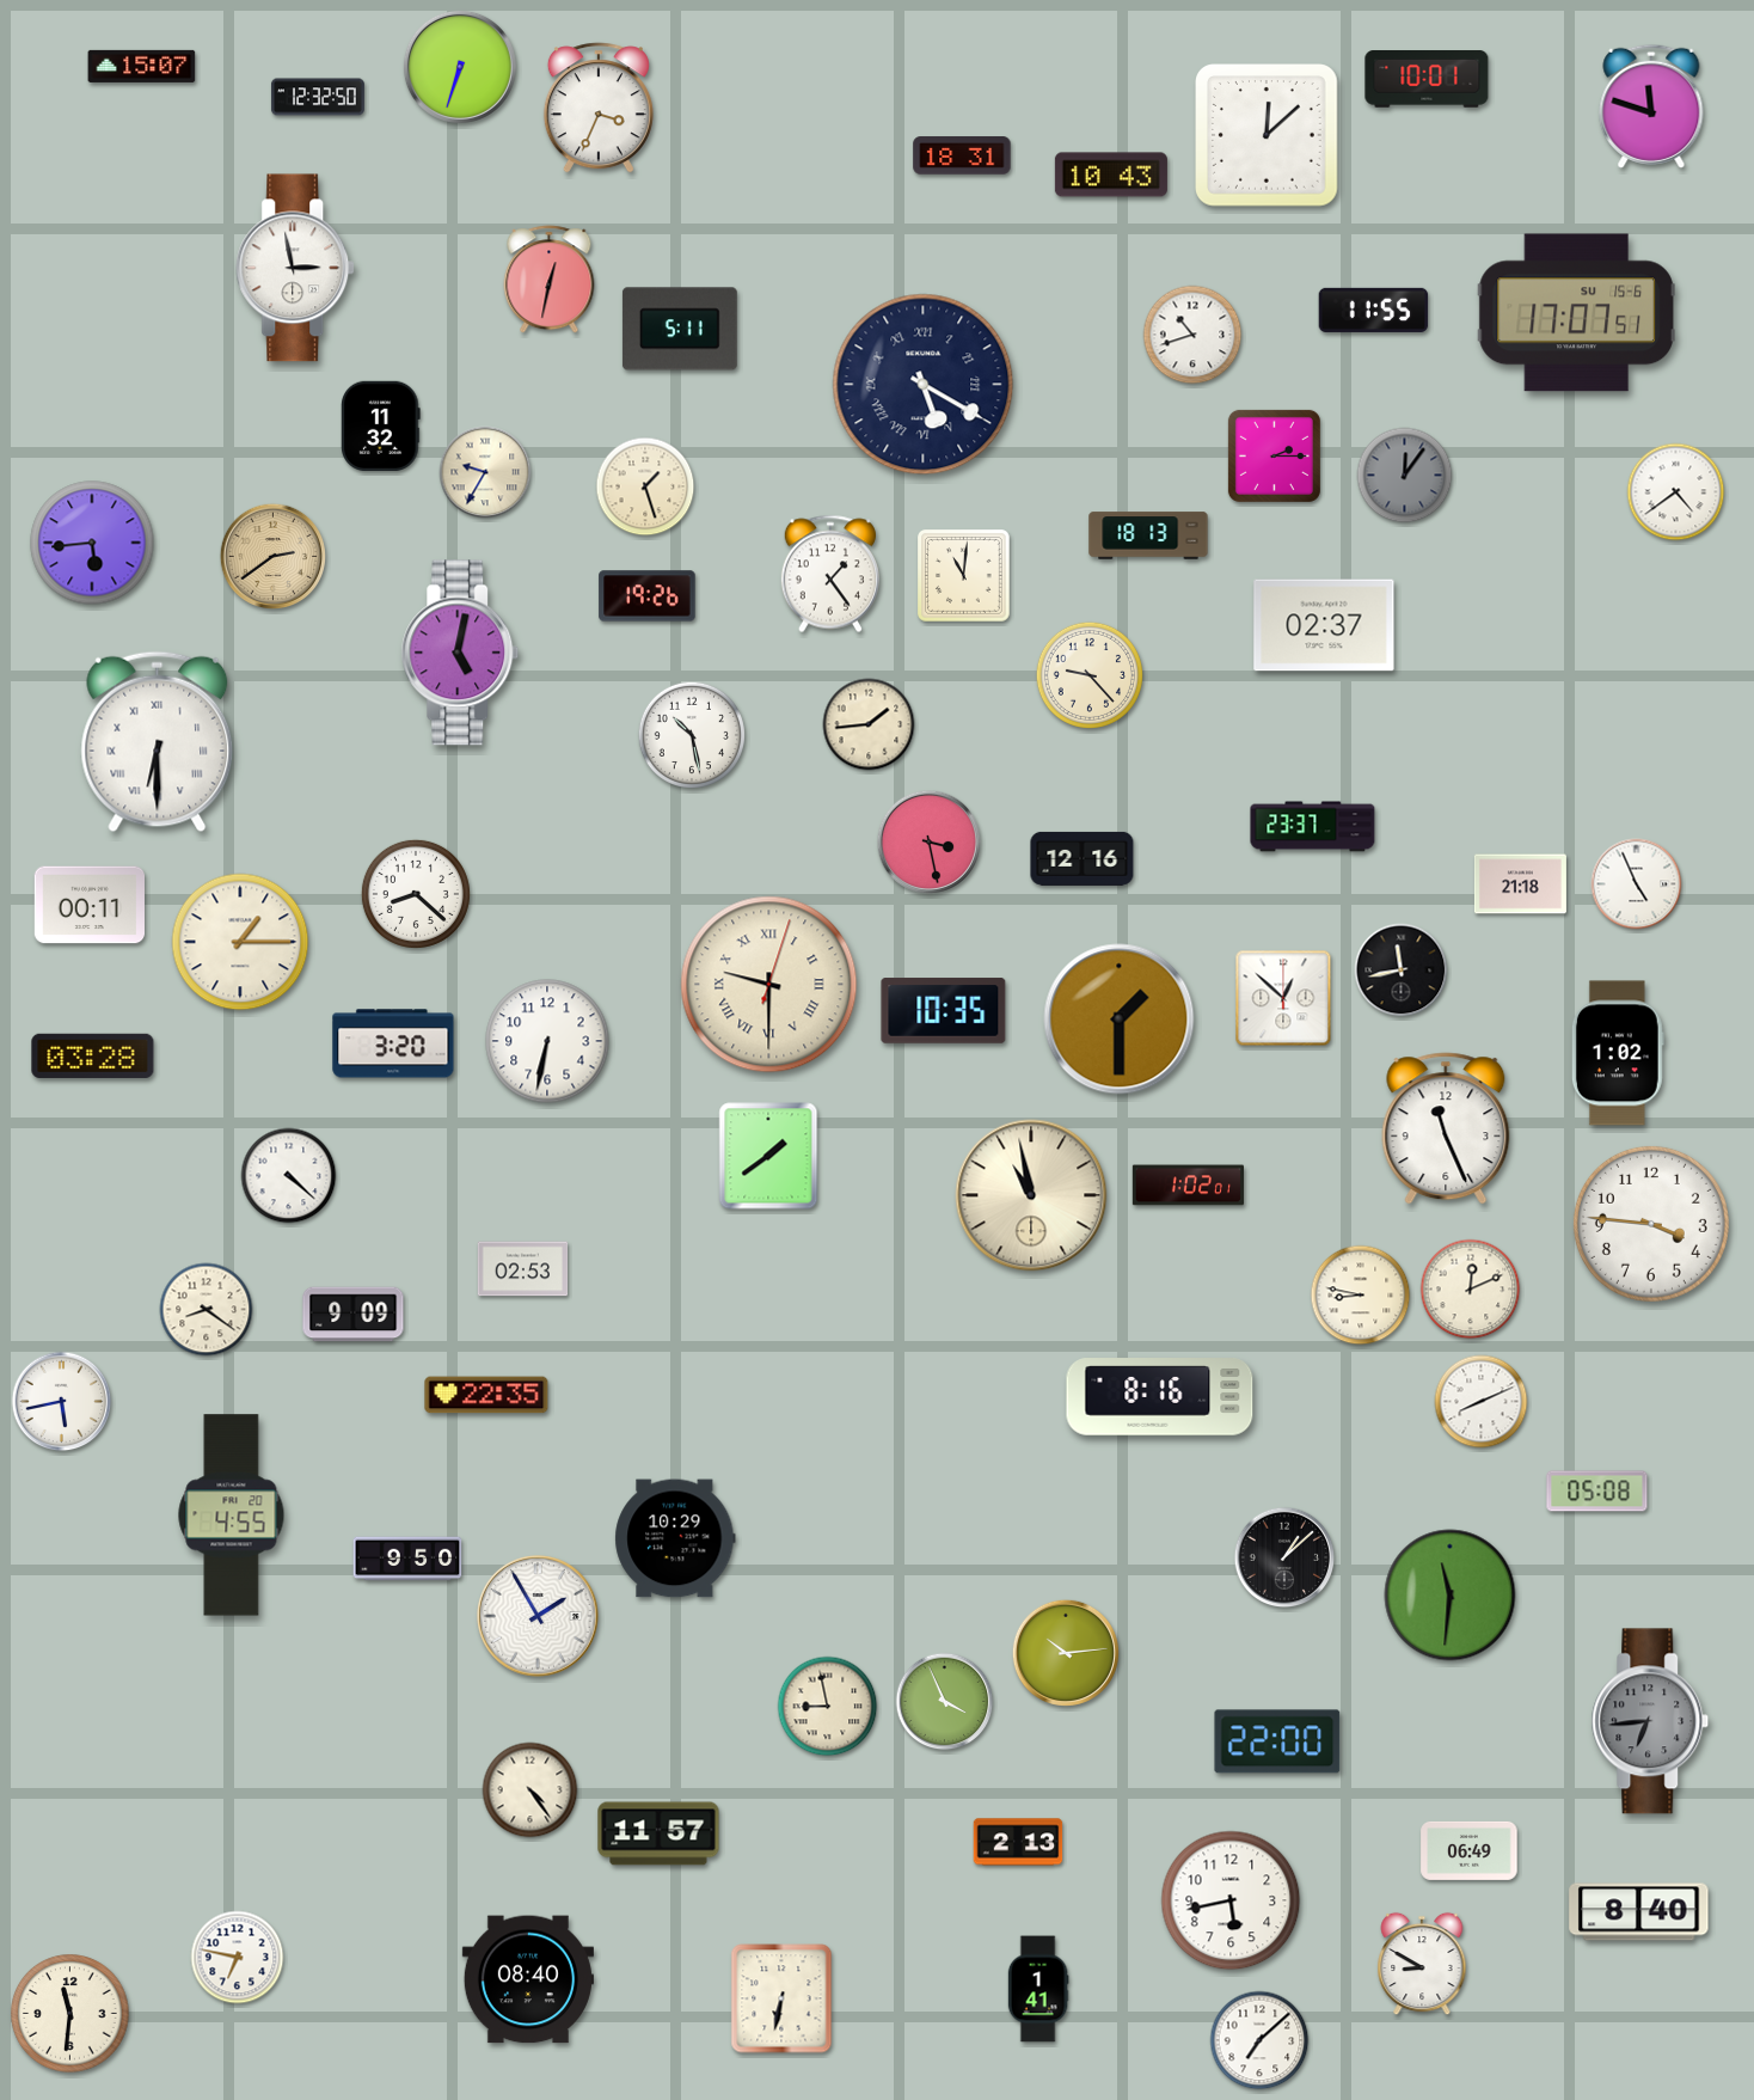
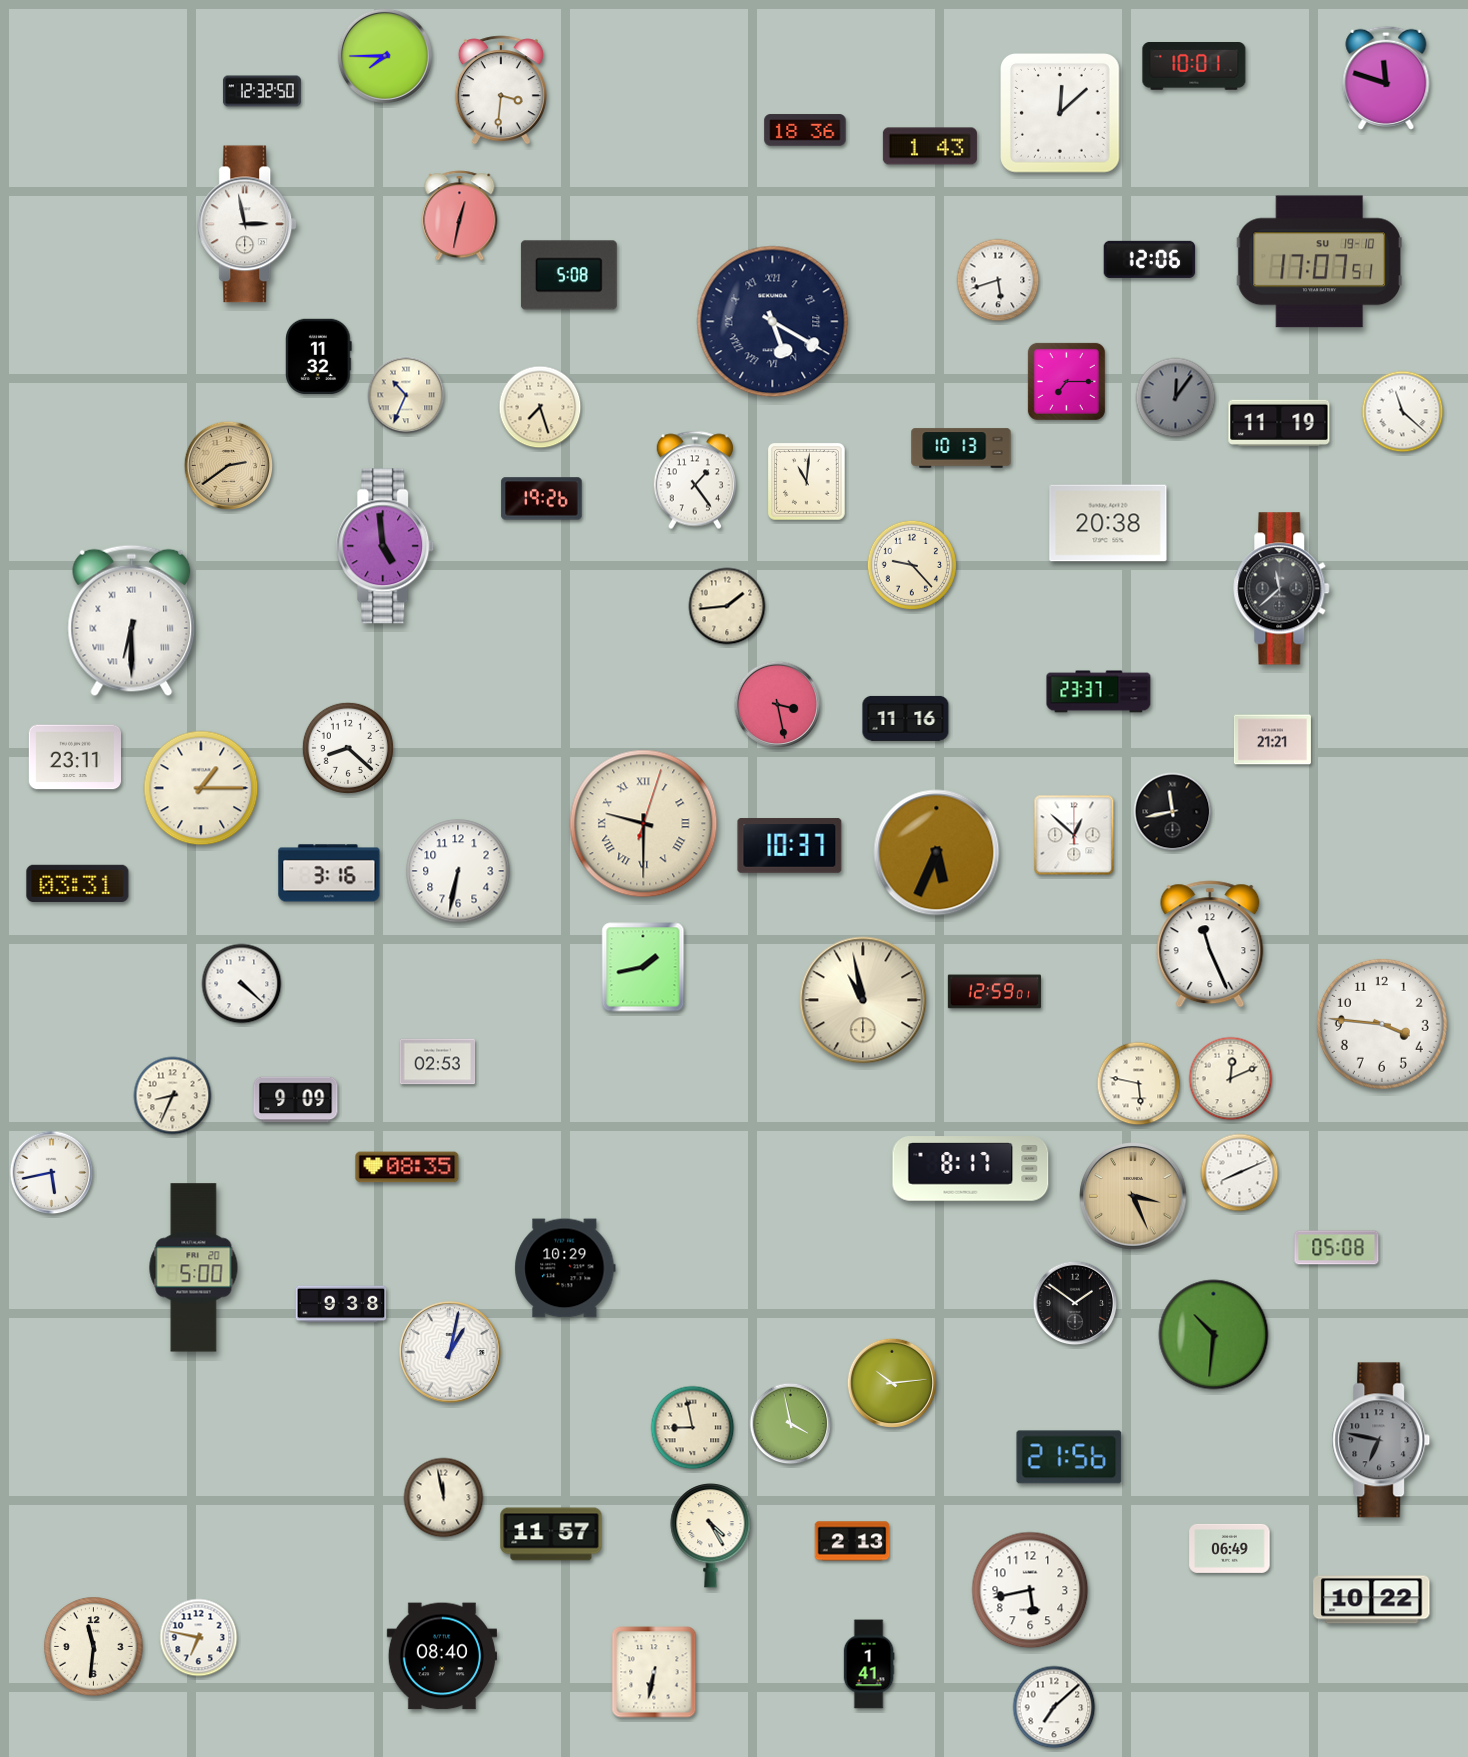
clock at (142, 66): 15:07 -> none
clock at (460, 67): 6:33 -> 7:45
clock at (318, 97) position: (318, 97) -> (262, 91)
clock at (1651, 106) position: (1651, 106) -> (1386, 78)
clock at (599, 108): 3:34 -> 3:31
clock at (962, 155): 18:31 -> 18:36
clock at (1111, 175): 10:43 -> 1:43
clock at (550, 280) position: (550, 280) -> (460, 216)
clock at (1374, 310): 11:55 -> 12:06
clock at (1576, 313) date: SU 15-6 -> SU 19-10
clock at (680, 329): 5:11 -> 5:08
clock at (1192, 335): 10:42 -> 5:42
clock at (1274, 455): 2:15 -> 7:15
clock at (485, 472): 9:35 -> 10:34
clock at (645, 486): 1:27 -> 7:27
clock at (1676, 492): 4:39 -> 11:22
clock at (1279, 422): none -> 11:19
clock at (1148, 535): 18:13 -> 10:13
clock at (92, 543): 5:44 -> none
clock at (1324, 625): 02:37 -> 20:38
clock at (460, 653): 5:02 -> 4:59
clock at (1282, 589): none -> 11:38
clock at (691, 734): 10:28 -> none
clock at (1083, 858): 12:16 -> 11:16
clock at (1520, 884): 21:18 -> 21:21
clock at (1637, 884): 4:56 -> none
clock at (90, 905): 00:11 -> 23:11
clock at (944, 1011): 10:35 -> 10:37
clock at (1120, 1020): 1:30 -> 5:34
clock at (393, 1043): 3:20 -> 3:16
clock at (1618, 1053): 1:02 -> none
clock at (93, 1055): 03:28 -> 03:31
clock at (768, 1156): 1:39 -> 1:43
clock at (1188, 1186): 1:02 -> 12:59
clock at (1361, 1296): 8:47 -> 5:47
clock at (207, 1310): 8:21 -> 8:34
clock at (486, 1395): 22:35 -> 08:35
clock at (1160, 1397): 8:16 -> 8:17
clock at (1133, 1196): none -> 3:26
clock at (232, 1516): 4:55 -> 5:00
clock at (675, 1538) position: (675, 1538) -> (565, 1268)
clock at (1284, 1557): 1:08 -> 1:51
clock at (407, 1559): 9:50 -> 9:38
clock at (1451, 1596): 11:31 -> 10:31
clock at (539, 1617): 1:55 -> 1:02
clock at (945, 1702): 3:56 -> 3:58
clock at (1650, 1721): 6:44 -> 6:47
clock at (1277, 1741): 22:00 -> 21:56
clock at (531, 1790): 4:24 -> 11:58
clock at (711, 1536): none -> 4:25
clock at (1639, 1912): 8:40 -> 10:22
clock at (1422, 1964): 8:50 -> none
clock at (70, 2014) position: (70, 2014) -> (94, 1647)
